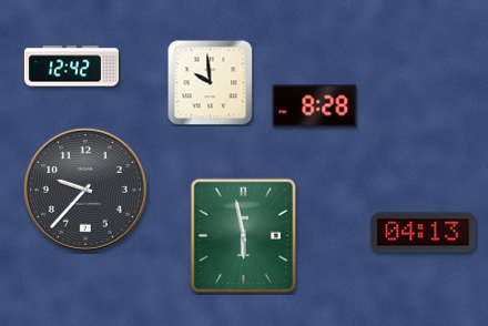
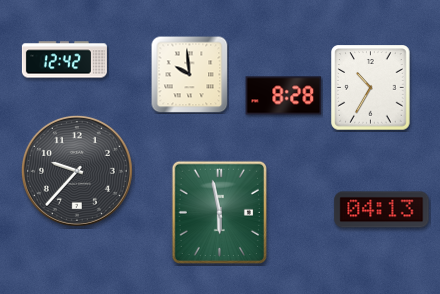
clock at (371, 88): none -> 10:35
